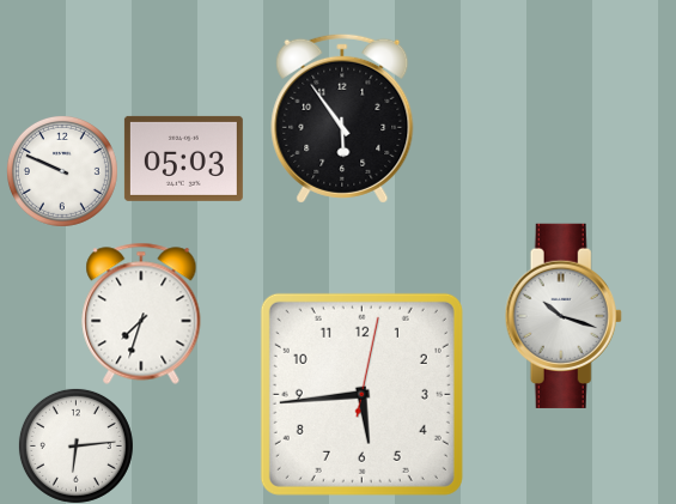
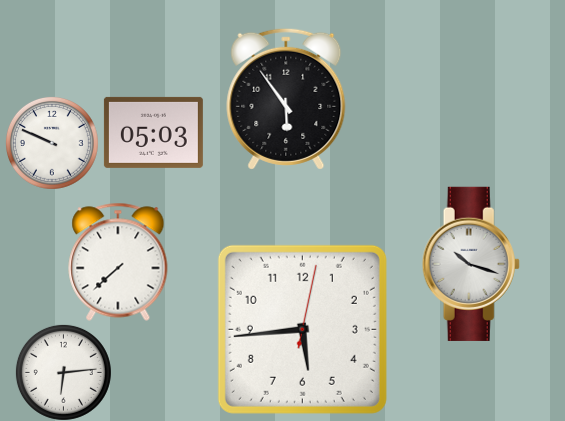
clock at (141, 314): 7:33 -> 7:38
